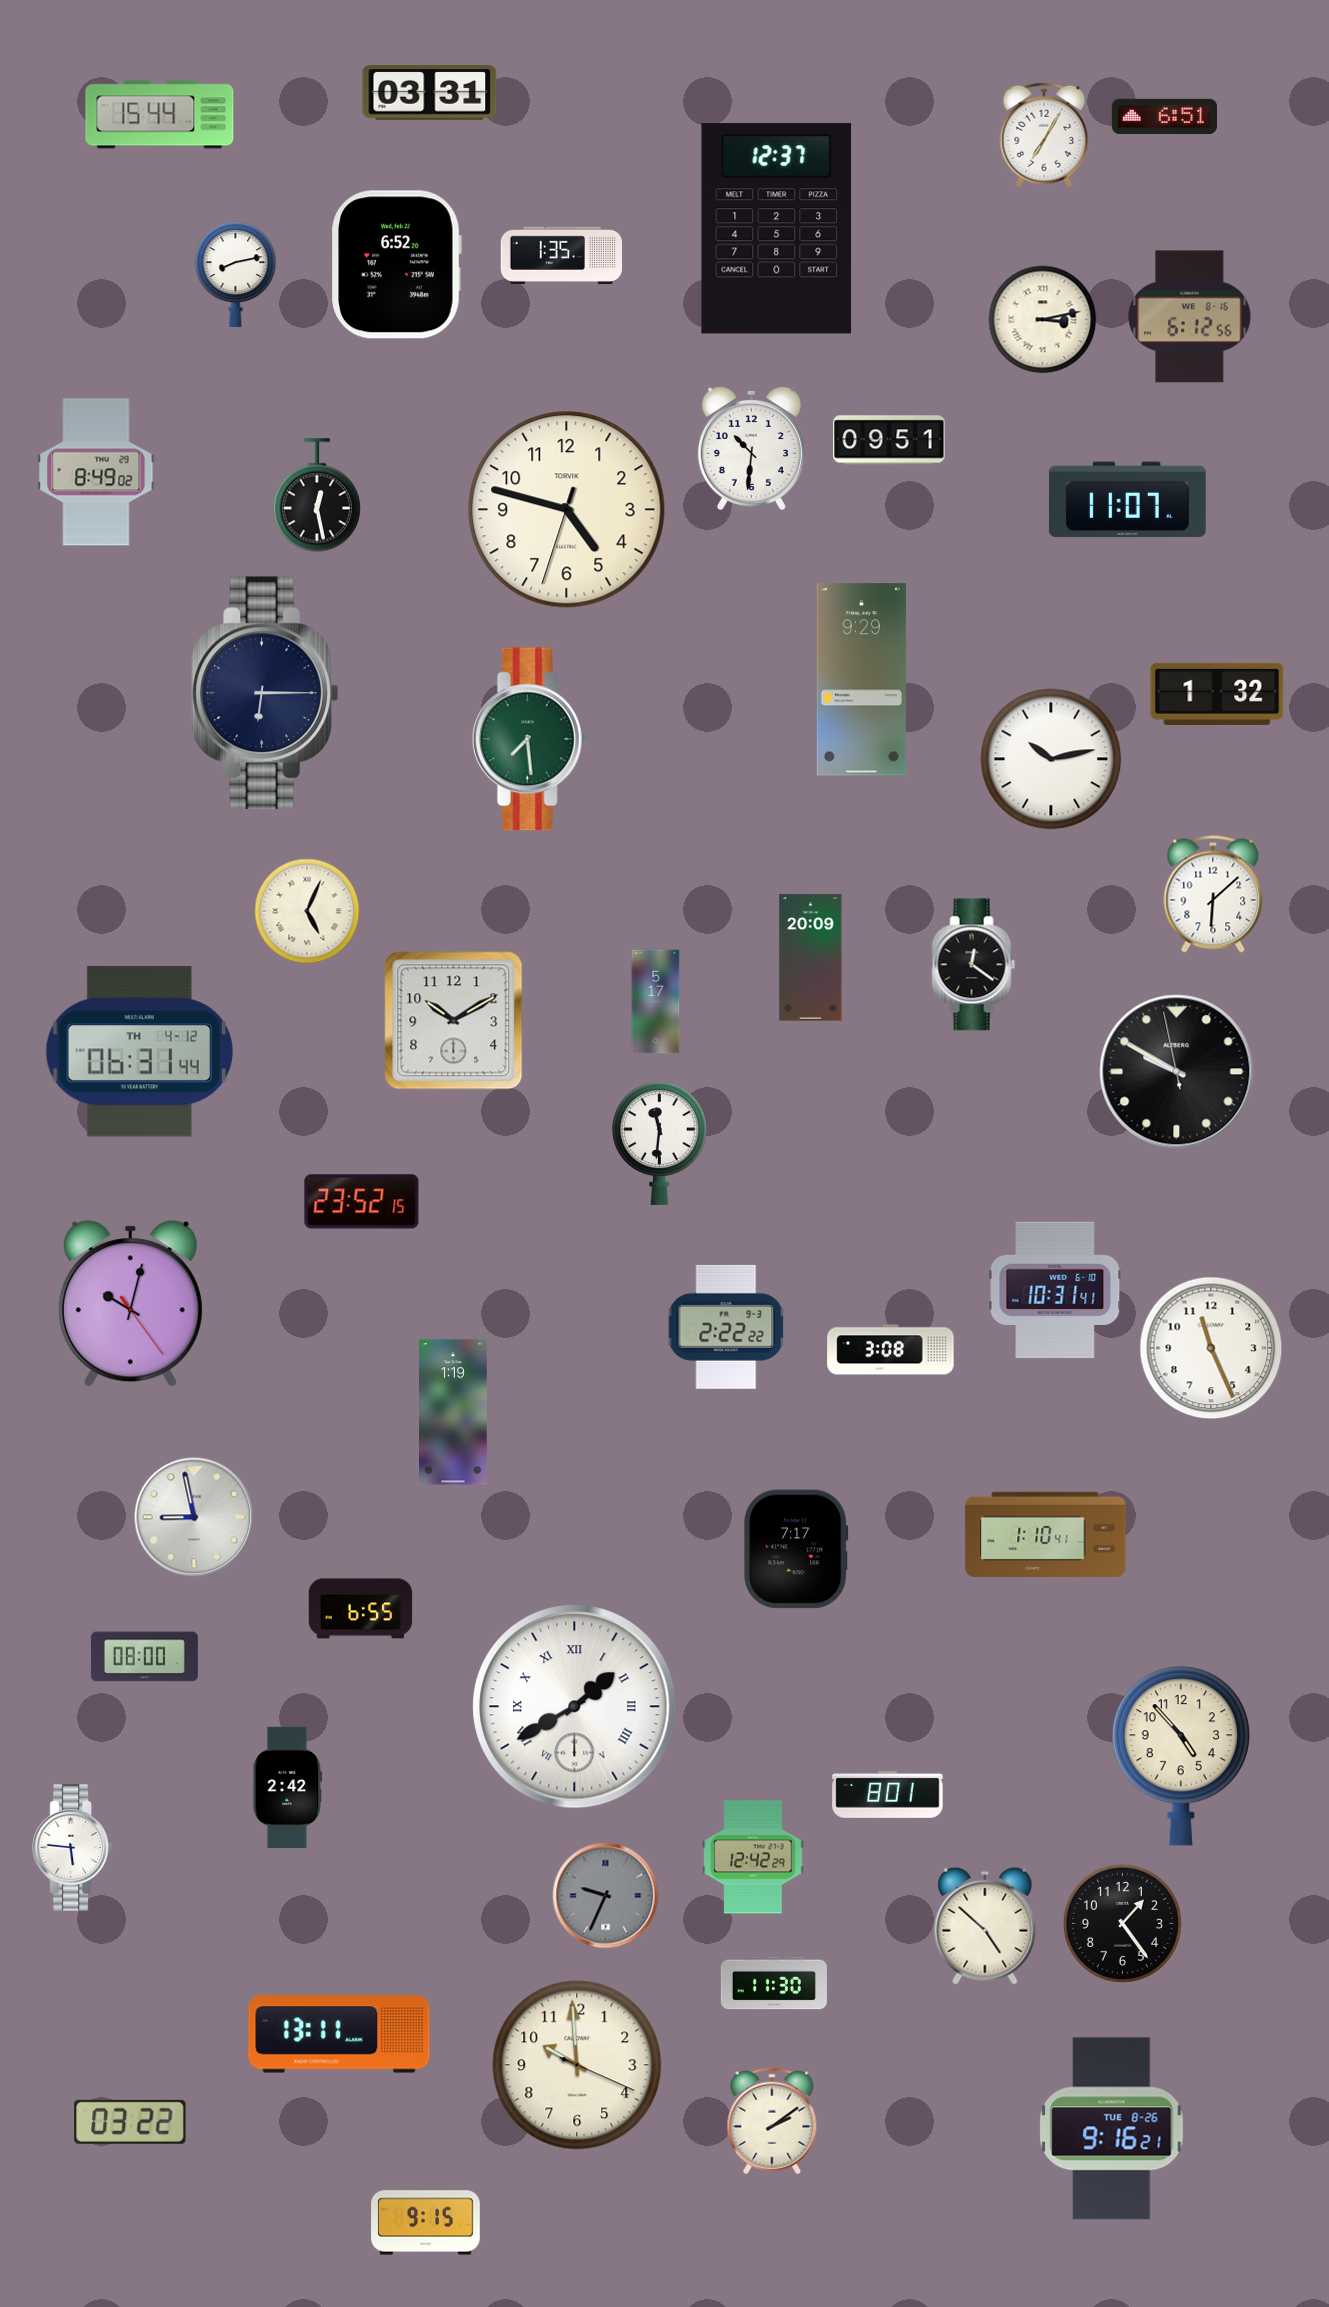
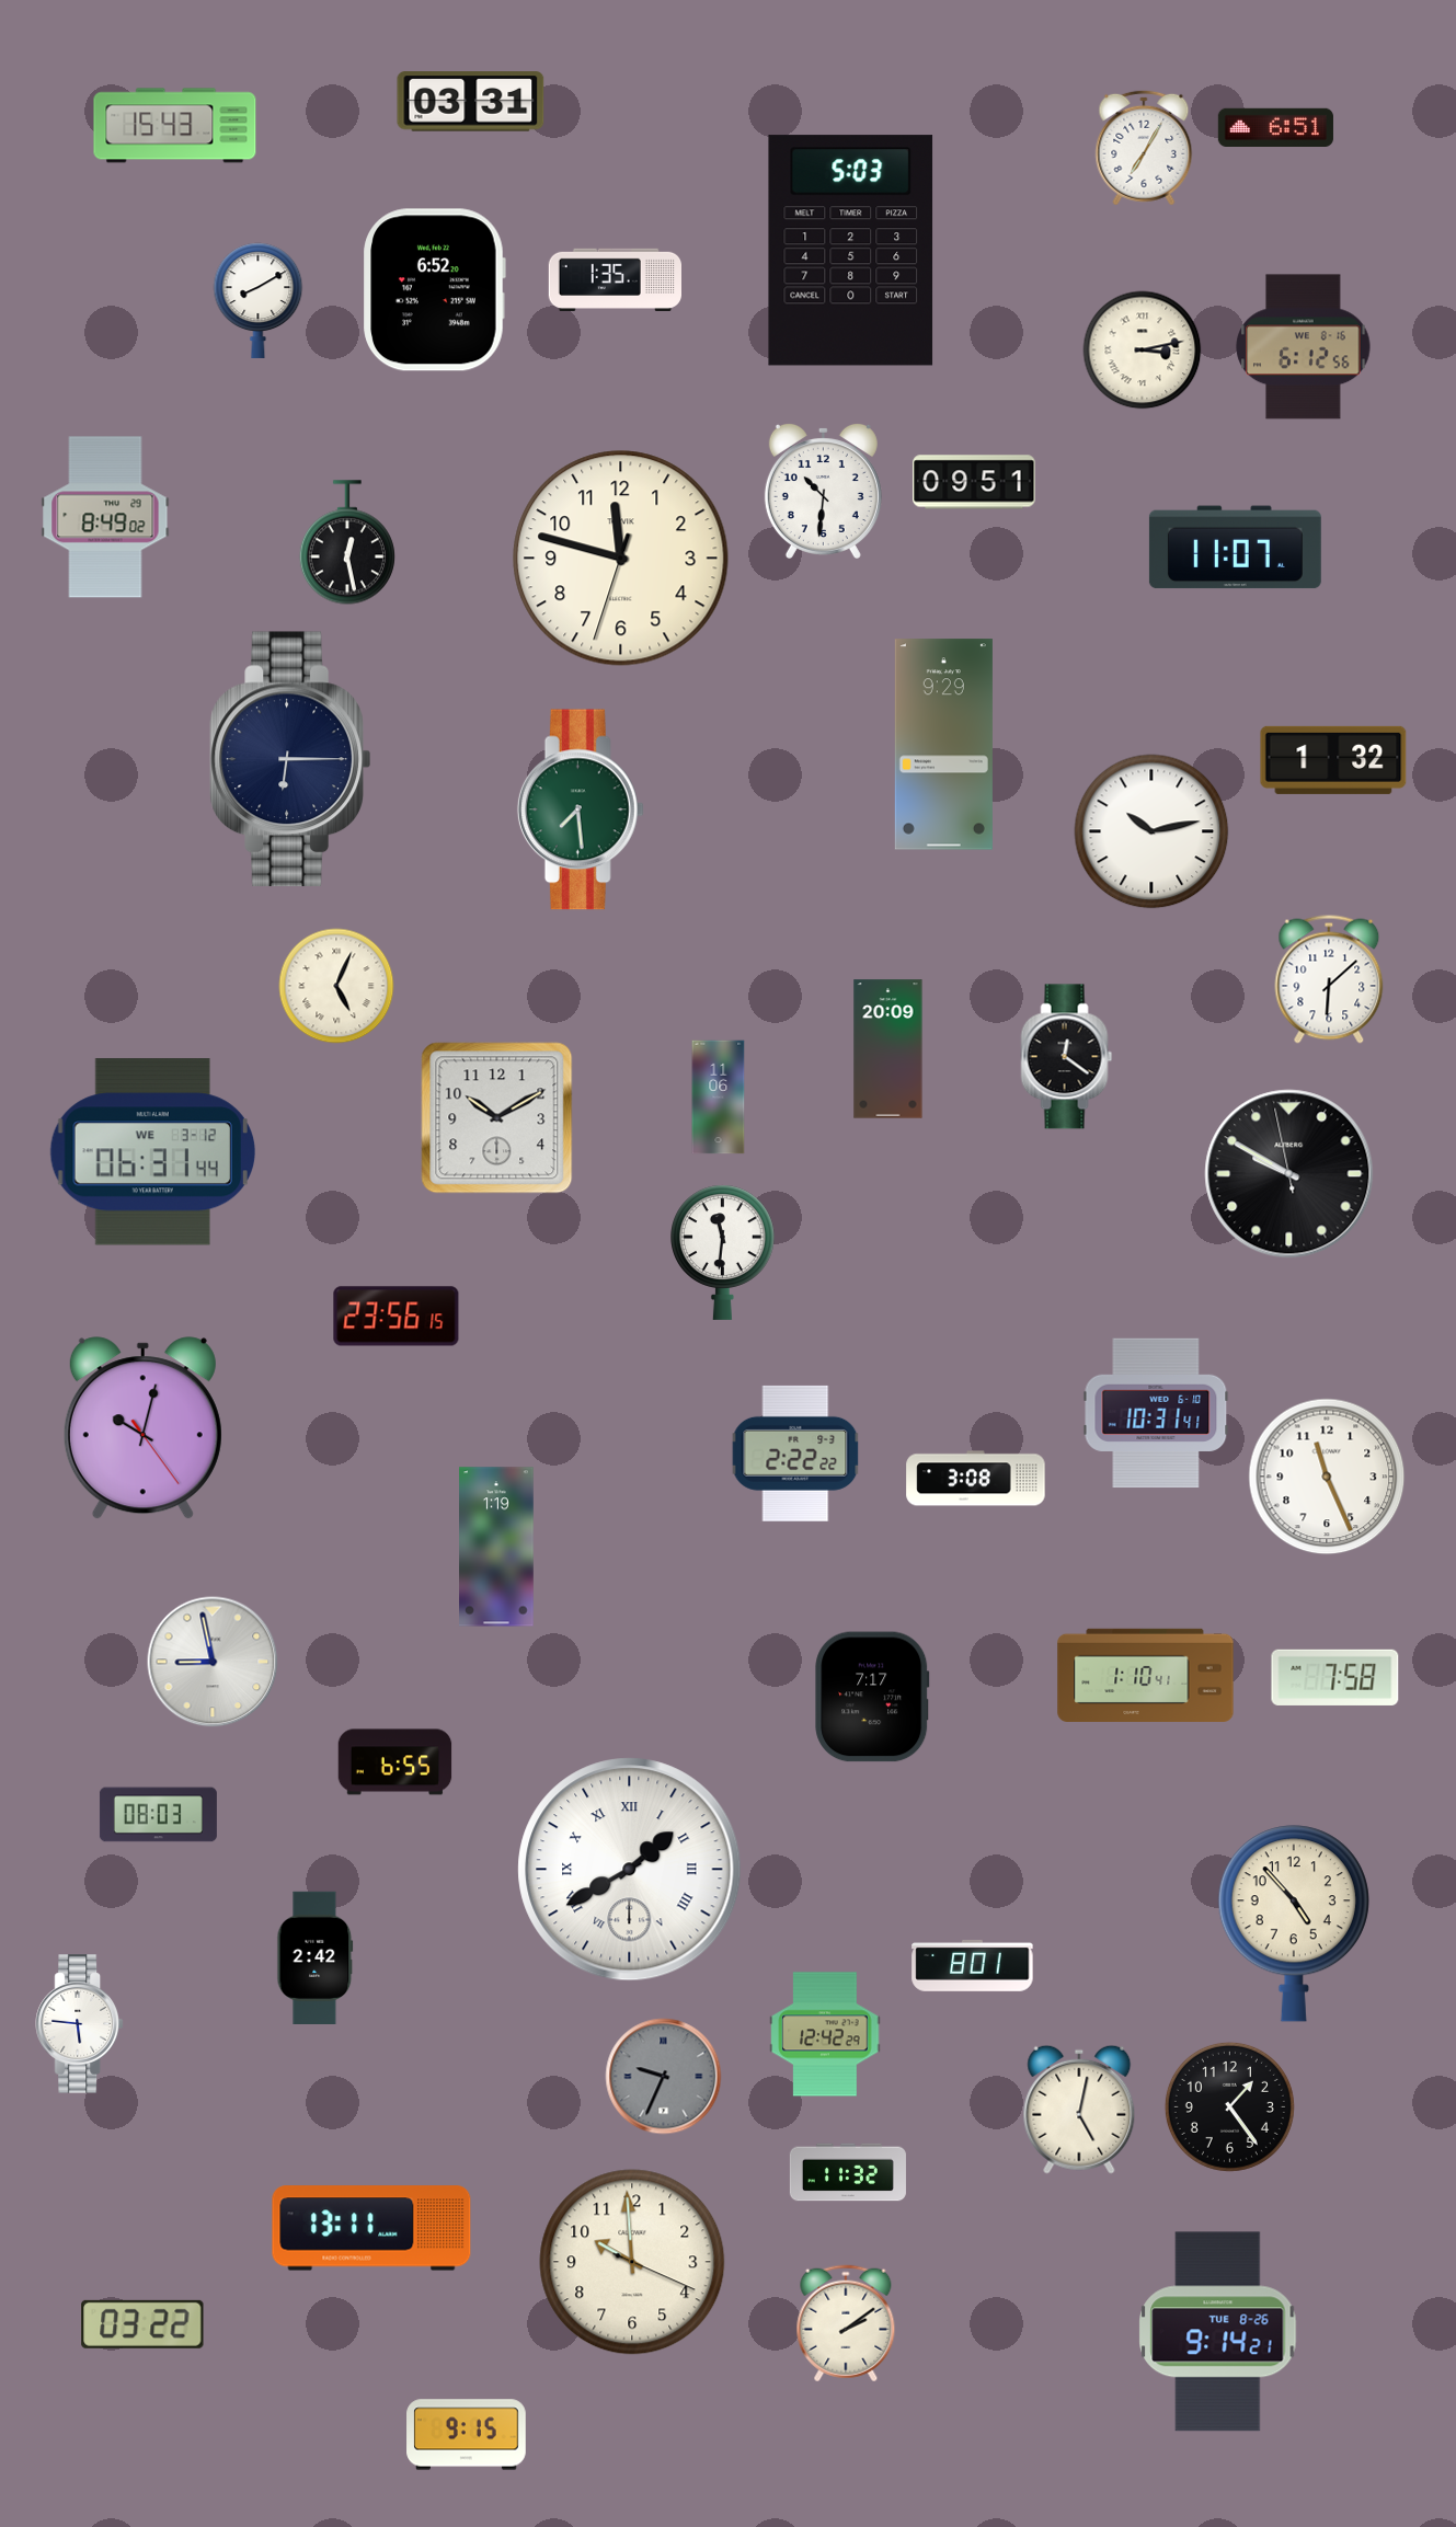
clock at (160, 115): 15:44 -> 15:43
clock at (777, 229): 12:37 -> 5:03
clock at (236, 274): 8:13 -> 8:10
clock at (567, 510): 4:47 -> 11:47
clock at (307, 911) position: (307, 911) -> (336, 986)
clock at (656, 1002): 5:17 -> 11:06
clock at (139, 1052) date: TH 4-12 -> WE 3-12
clock at (362, 1202): 23:52 -> 23:56
clock at (1335, 1677): none -> 7:58
clock at (1046, 1534) position: (1046, 1534) -> (1146, 1675)
clock at (144, 1657): 08:00 -> 08:03
clock at (985, 1926): 4:52 -> 5:02
clock at (774, 1983): 11:30 -> 11:32
clock at (1112, 2129): 9:16 -> 9:14
